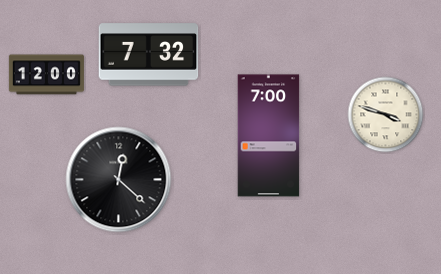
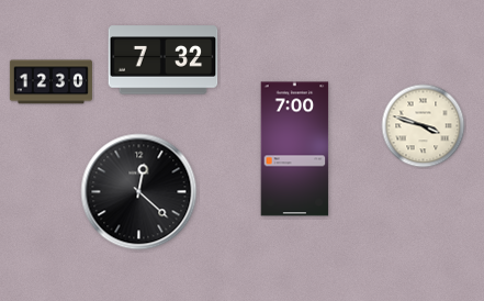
clock at (46, 75): 12:00 -> 12:30
clock at (119, 180) position: (119, 180) -> (139, 192)
